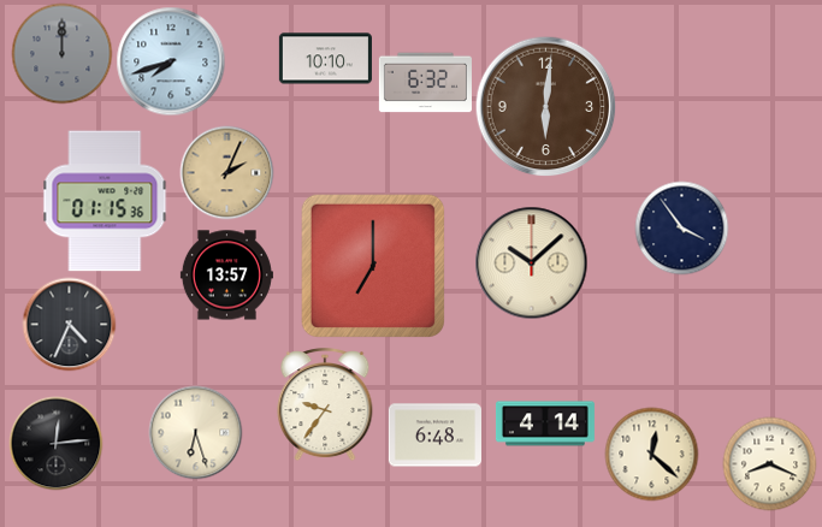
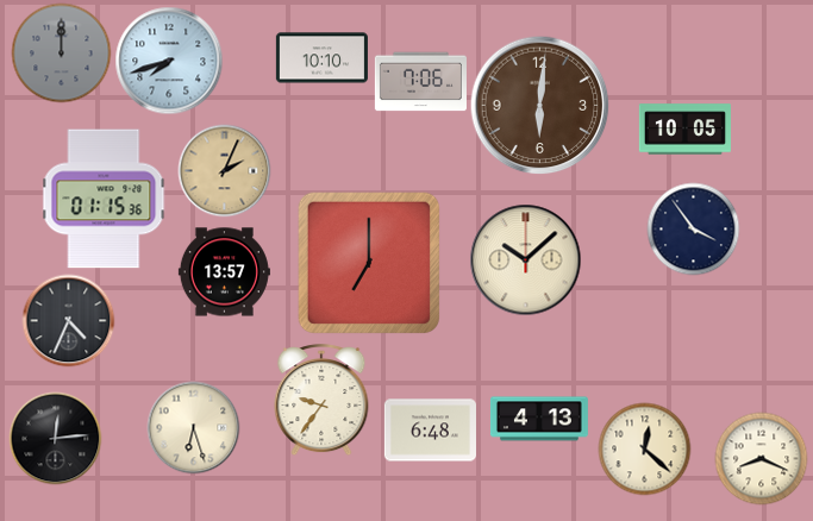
clock at (425, 83): 6:32 -> 7:06
clock at (684, 130): none -> 10:05
clock at (681, 227) position: (681, 227) -> (693, 228)
clock at (545, 424): 4:14 -> 4:13
